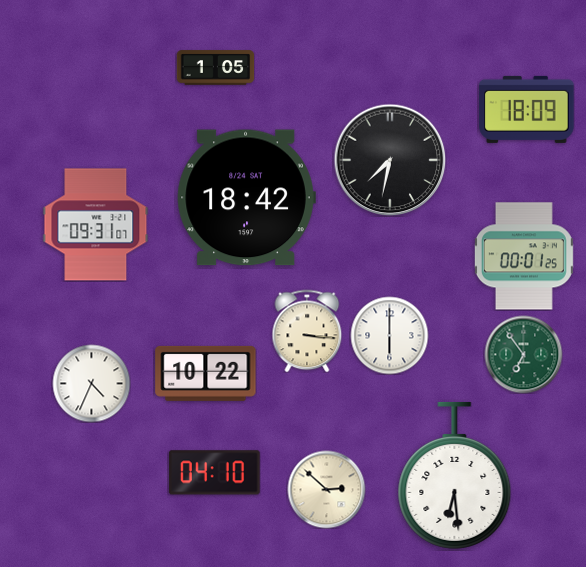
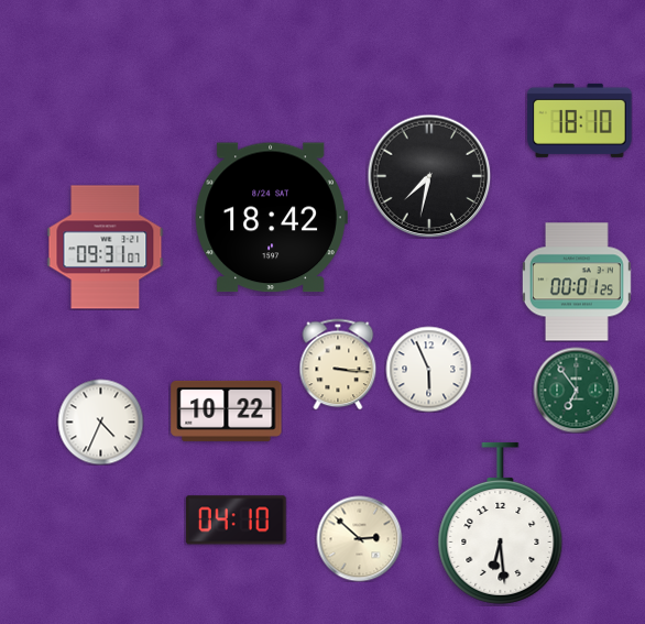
clock at (215, 68): 1:05 -> none
clock at (527, 109): 18:09 -> 18:10
clock at (389, 335): 6:00 -> 5:56
